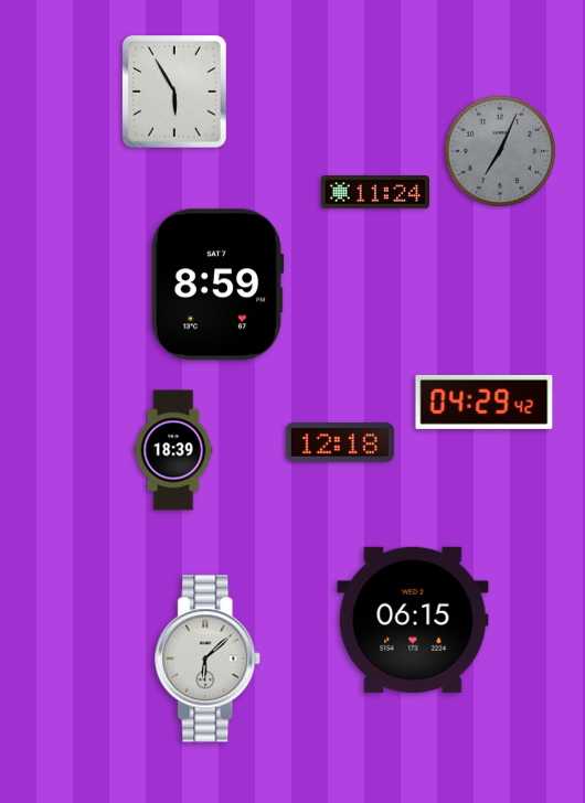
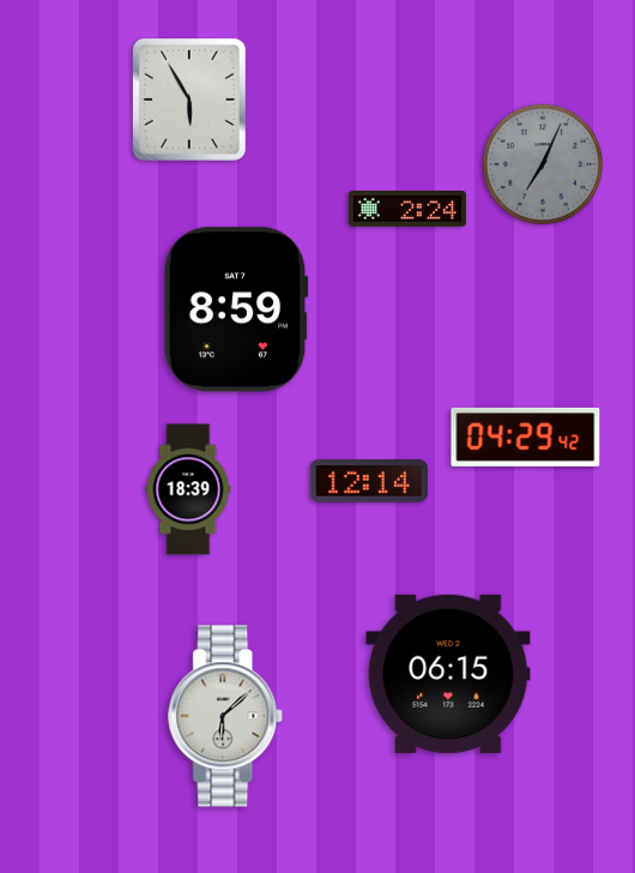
clock at (374, 192): 11:24 -> 2:24
clock at (340, 442): 12:18 -> 12:14
